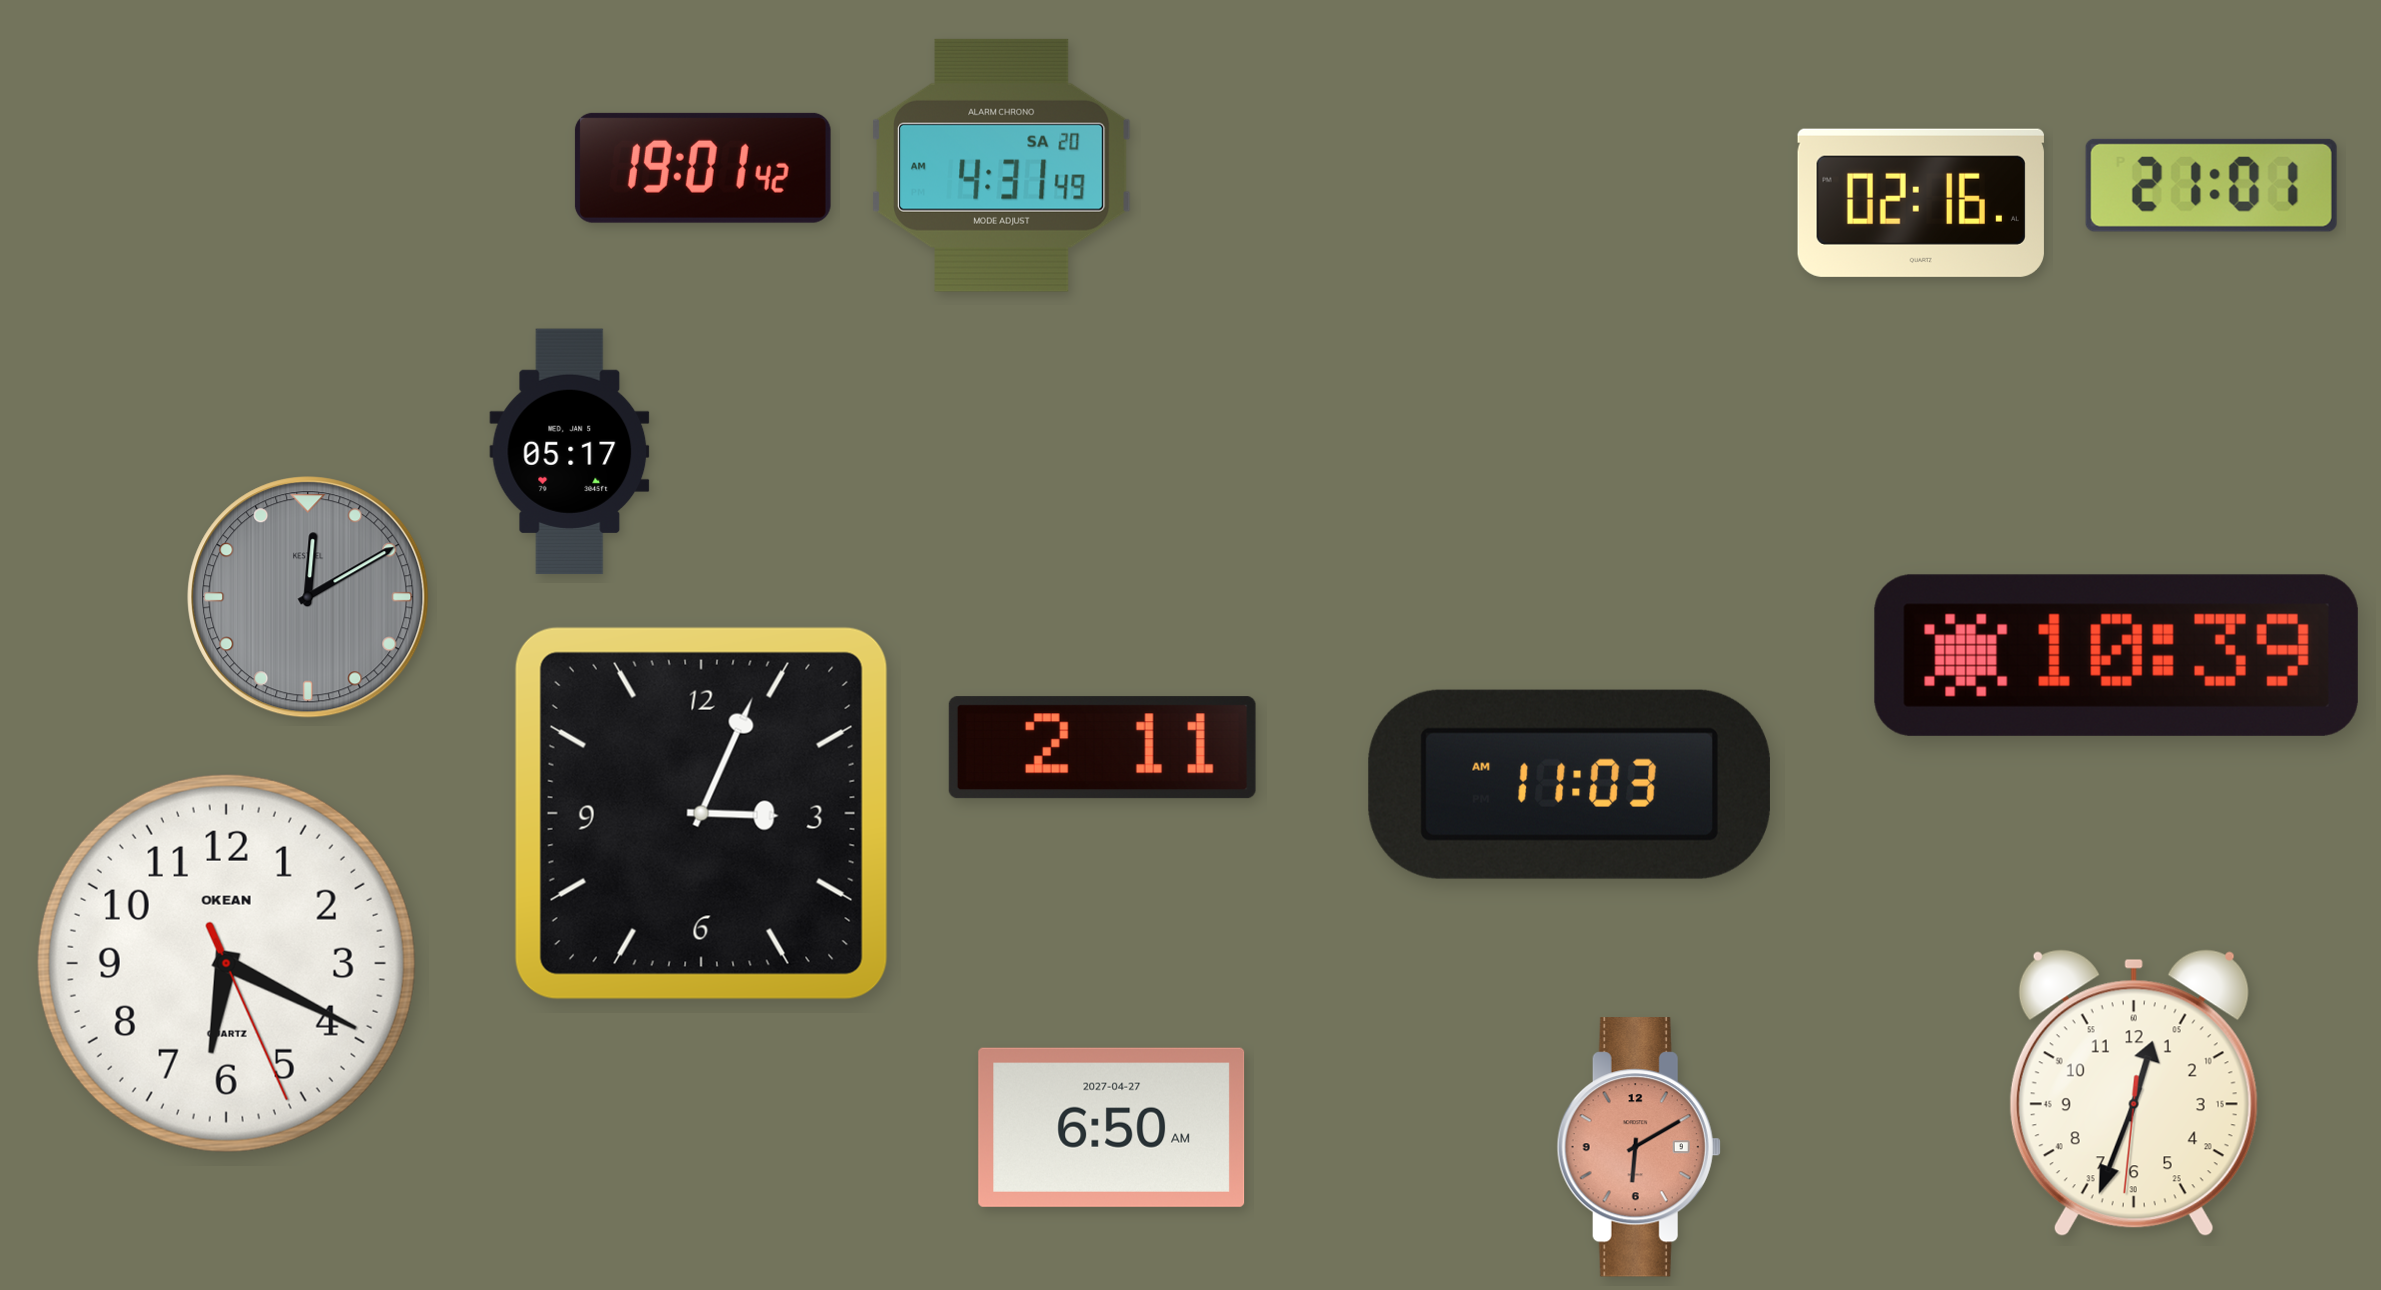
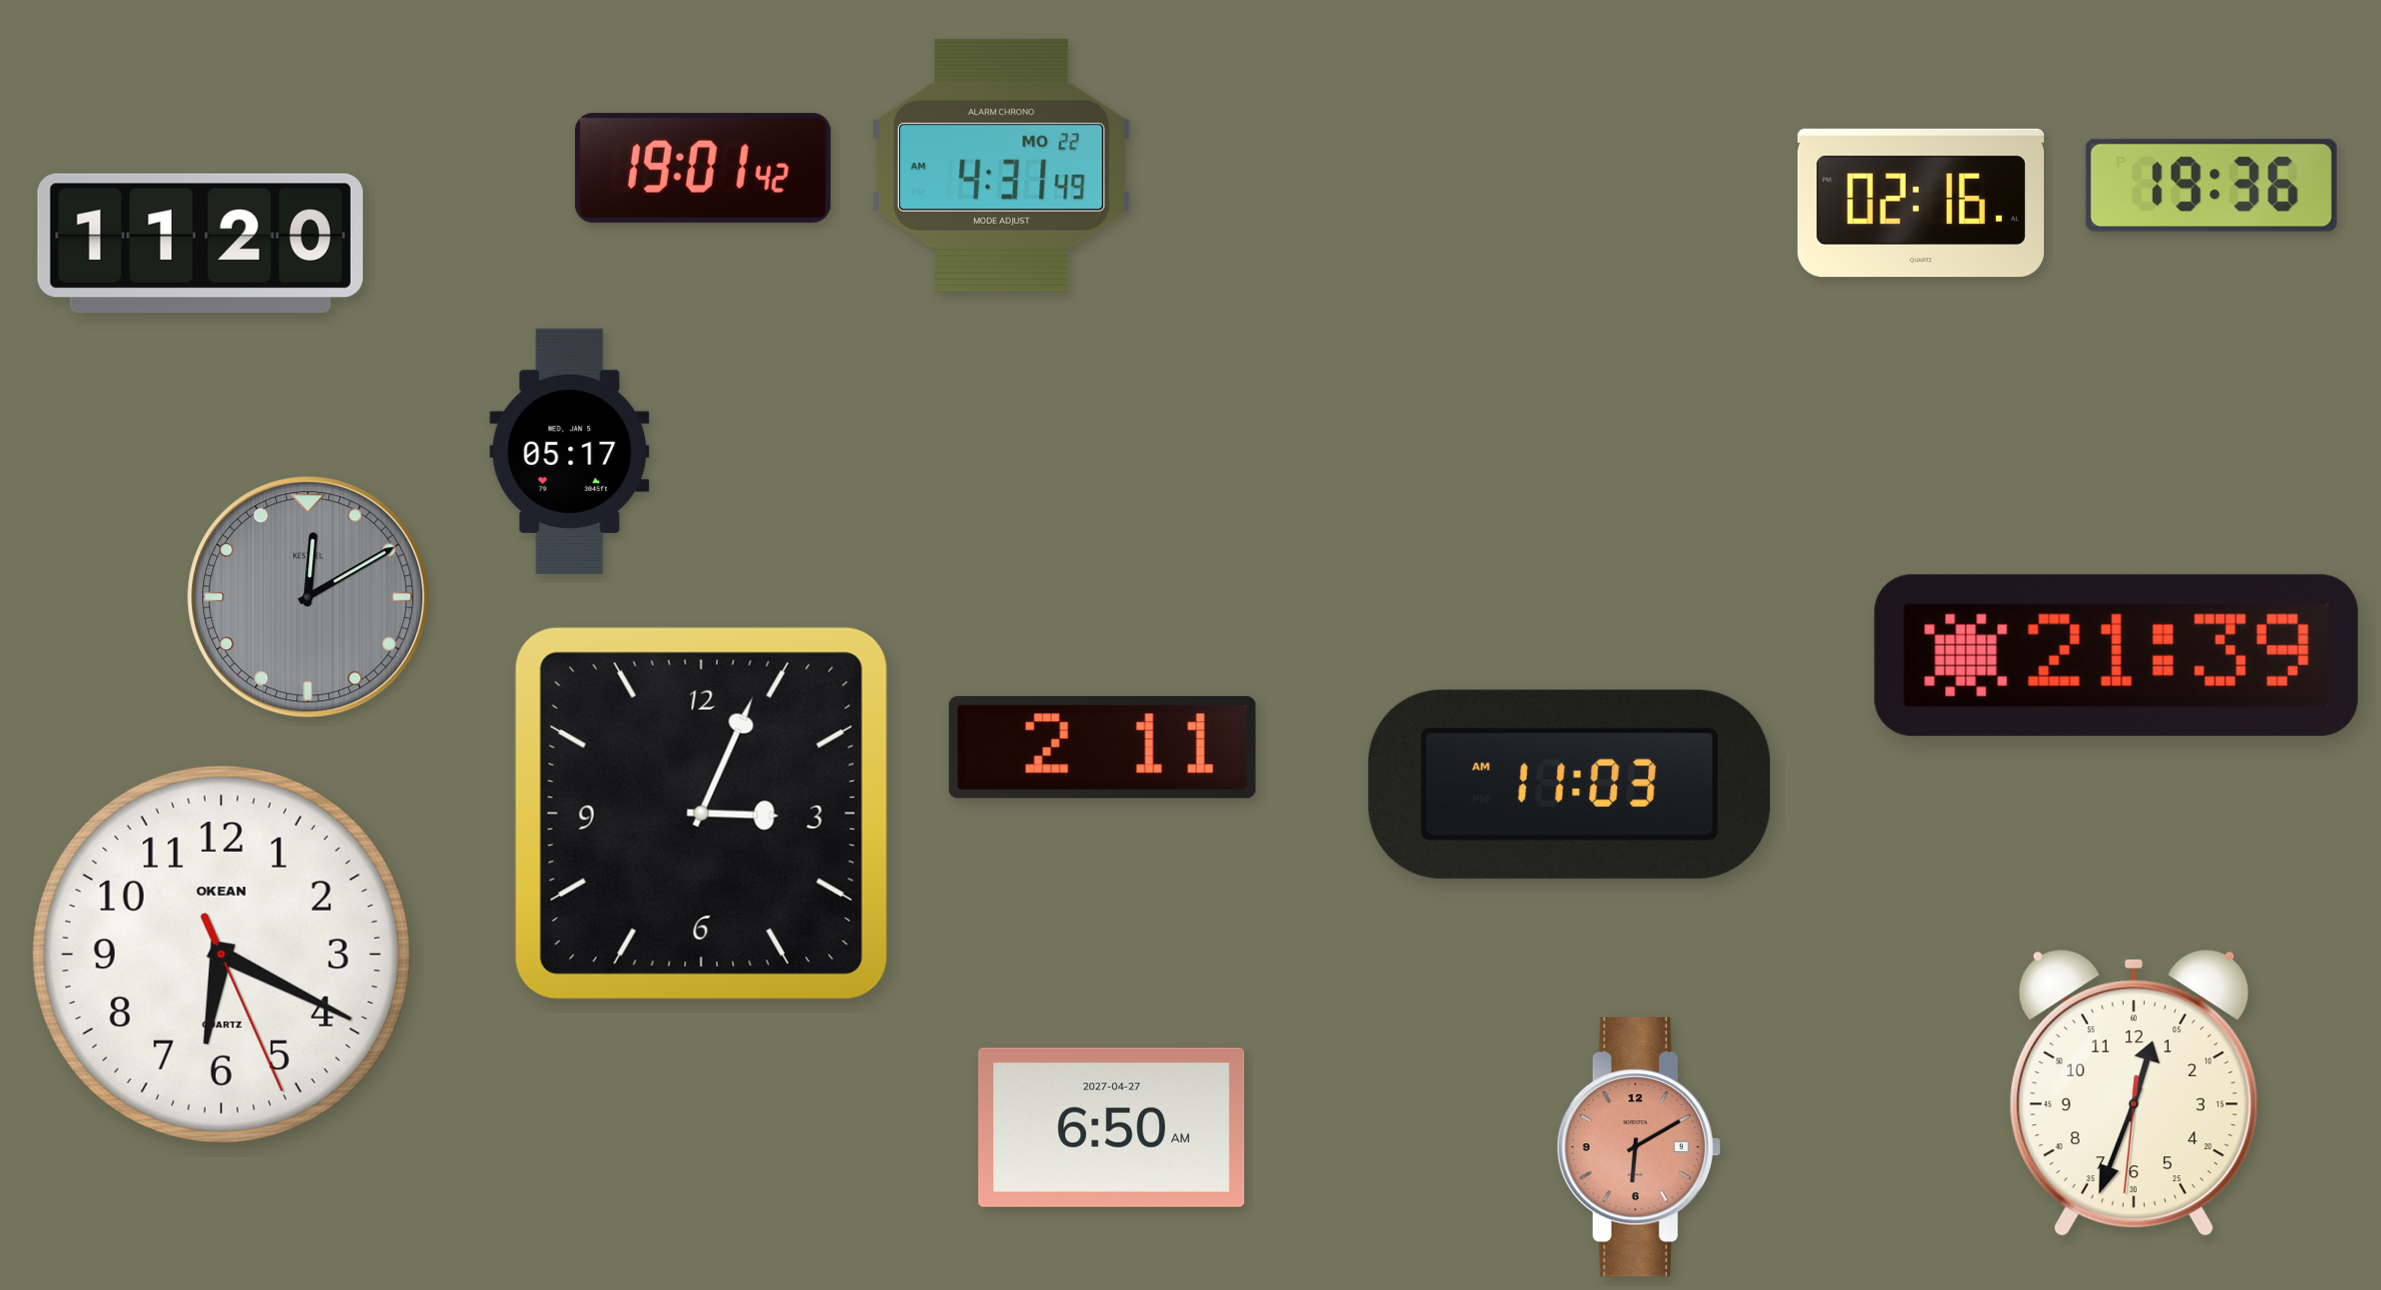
clock at (1002, 165) date: SA 20 -> MO 22
clock at (2211, 185): 21:01 -> 19:36
clock at (200, 243): none -> 11:20
clock at (2116, 655): 10:39 -> 21:39
clock at (226, 963) position: (226, 963) -> (221, 954)
